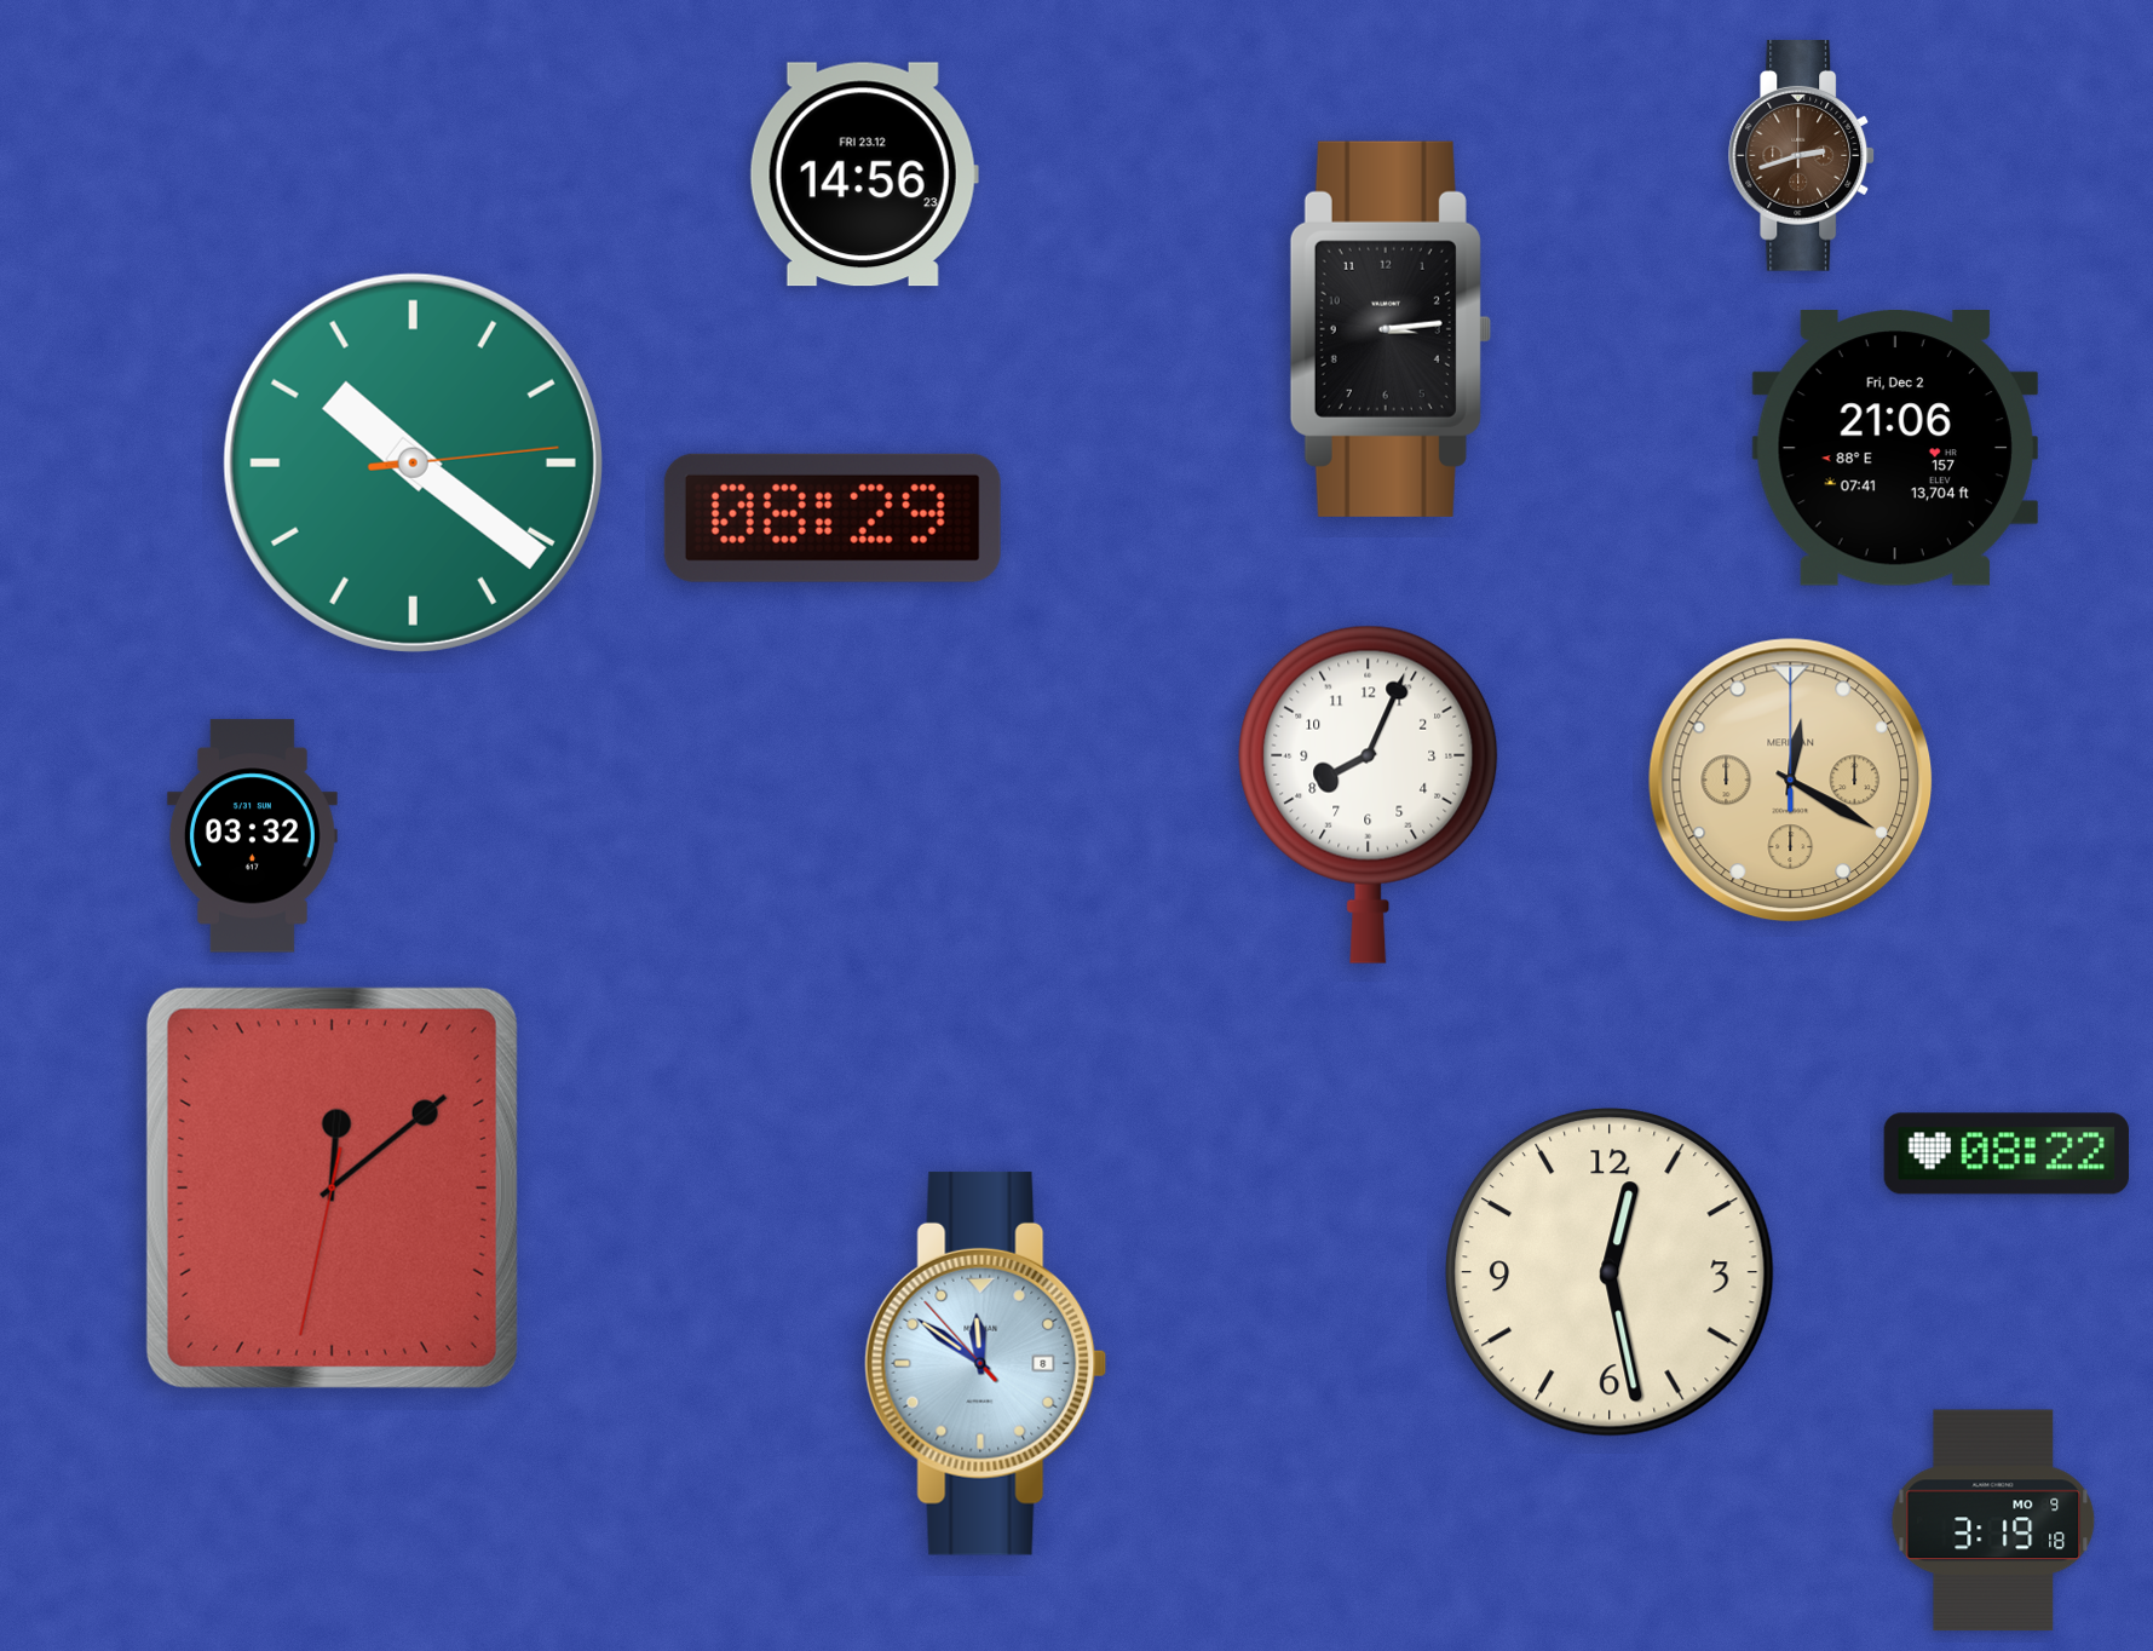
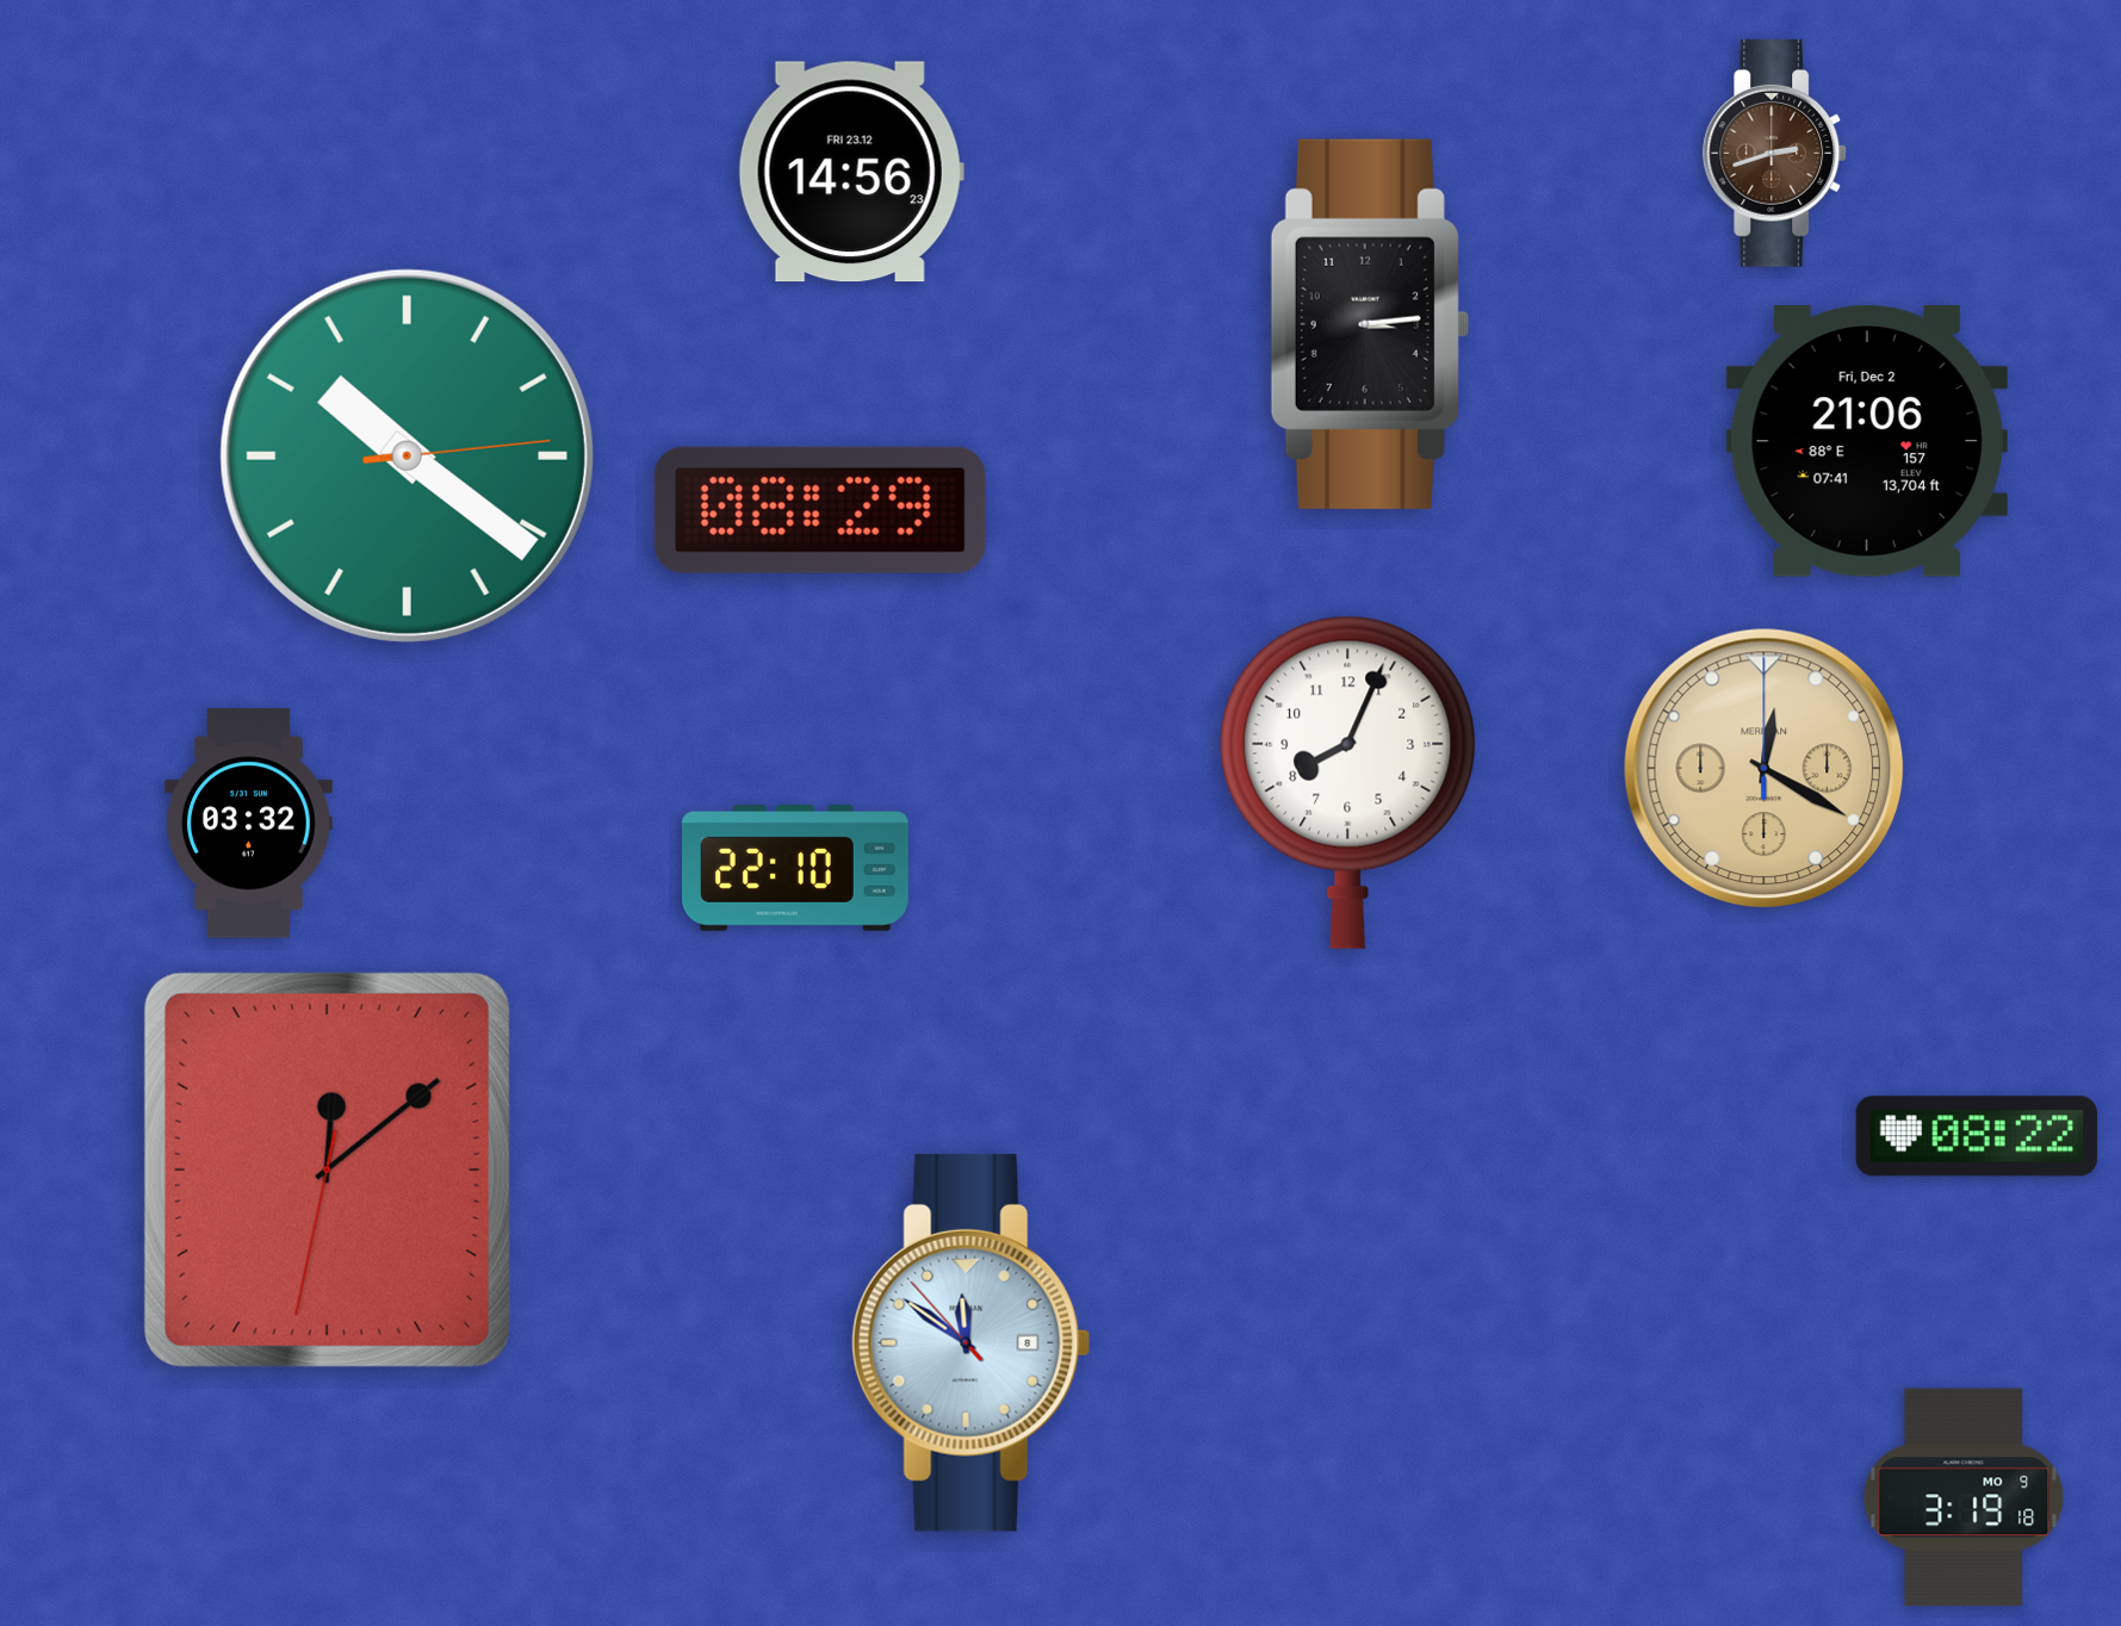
clock at (795, 869): none -> 22:10
clock at (1610, 1272): 12:28 -> none
